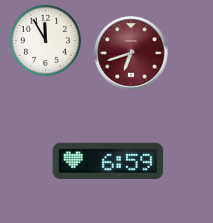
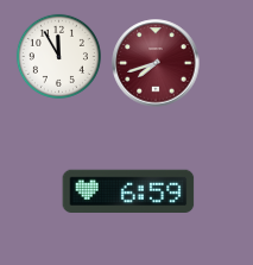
clock at (45, 40) position: (45, 40) -> (58, 56)
clock at (131, 53): 6:42 -> 7:42
